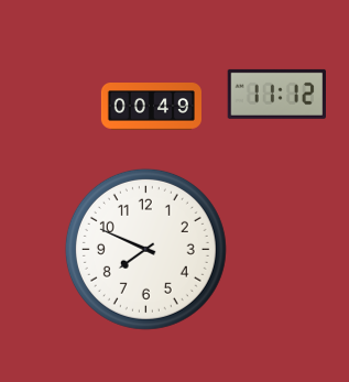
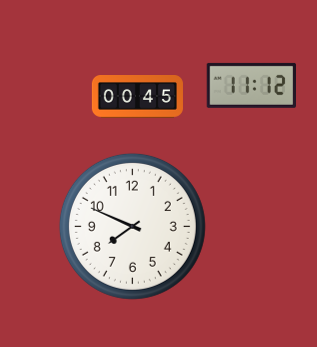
clock at (151, 107): 00:49 -> 00:45
